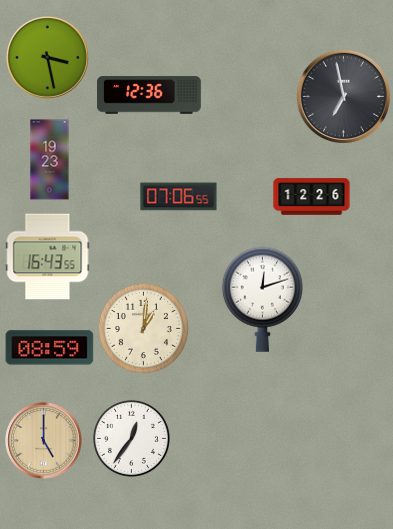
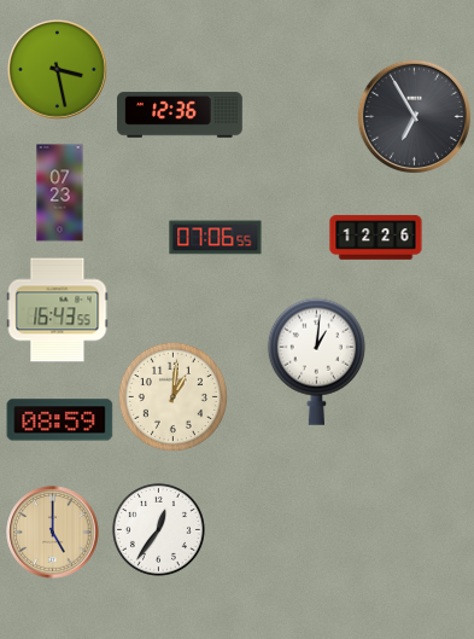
clock at (343, 96): 6:58 -> 6:55
clock at (50, 160): 19:23 -> 07:23
clock at (262, 299): 12:12 -> 1:01
